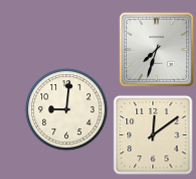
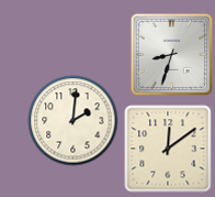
clock at (157, 50): 7:33 -> 8:33
clock at (67, 110): 9:01 -> 2:01
